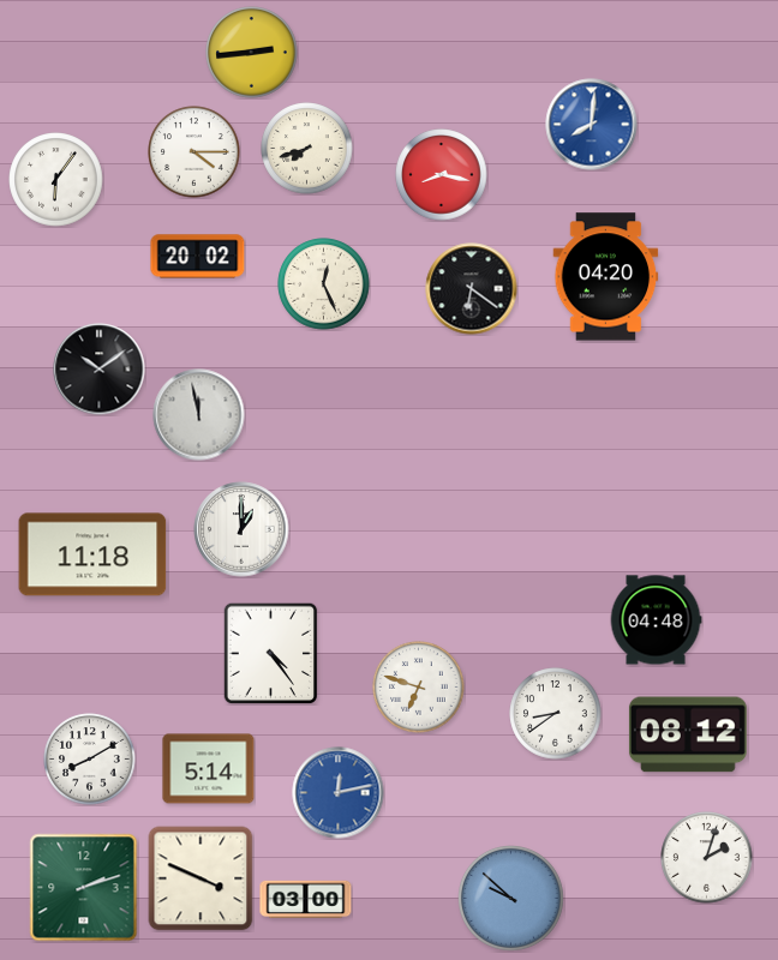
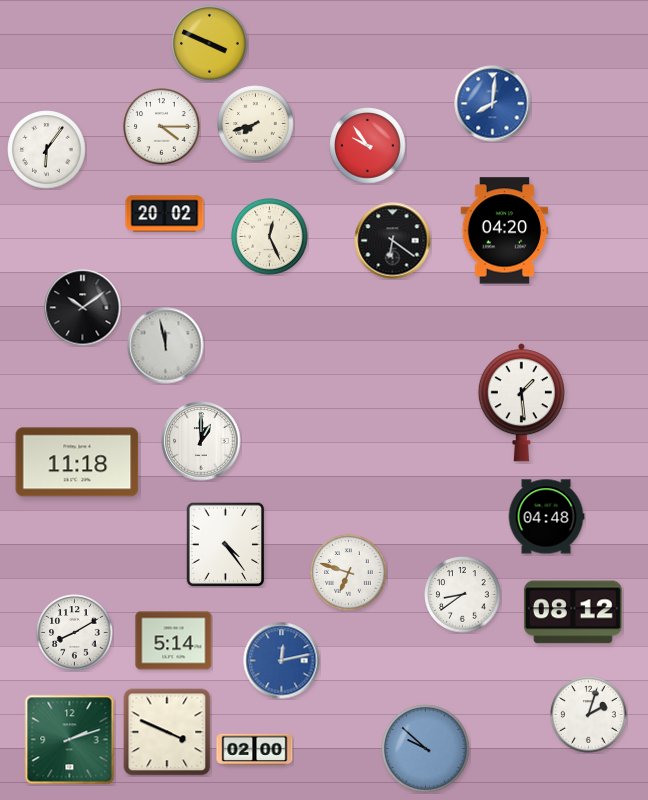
clock at (252, 53): 2:44 -> 3:49
clock at (442, 175): 8:17 -> 9:54
clock at (521, 403): none -> 1:29
clock at (306, 900): 03:00 -> 02:00
